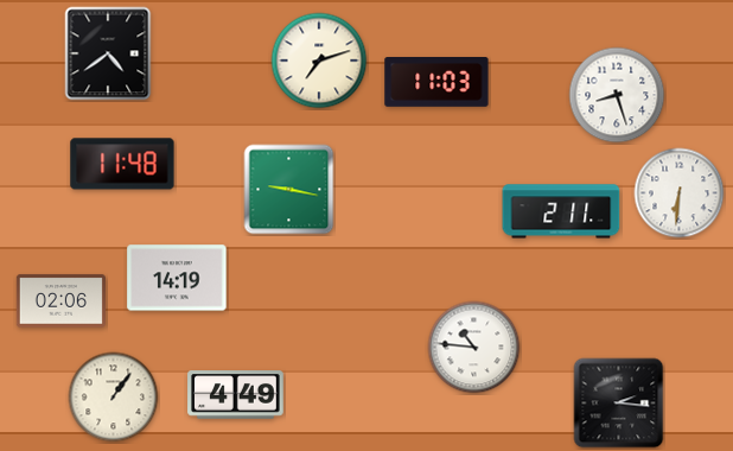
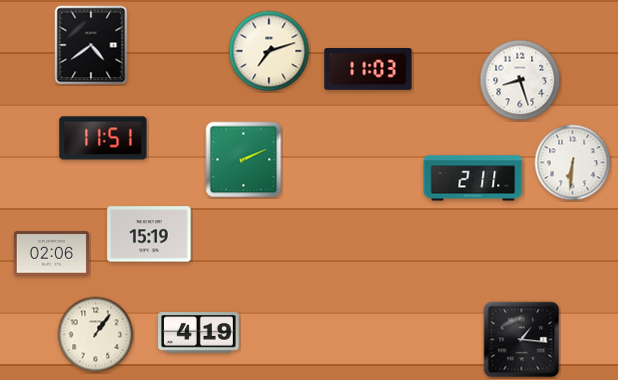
clock at (122, 164): 11:48 -> 11:51
clock at (289, 190): 9:17 -> 2:11
clock at (177, 278): 14:19 -> 15:19
clock at (474, 348): 10:46 -> none
clock at (236, 395): 4:49 -> 4:19
clock at (619, 404): 2:16 -> 1:16
